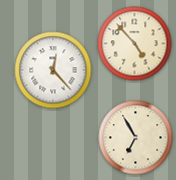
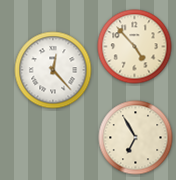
clock at (135, 44) position: (135, 44) -> (135, 47)
